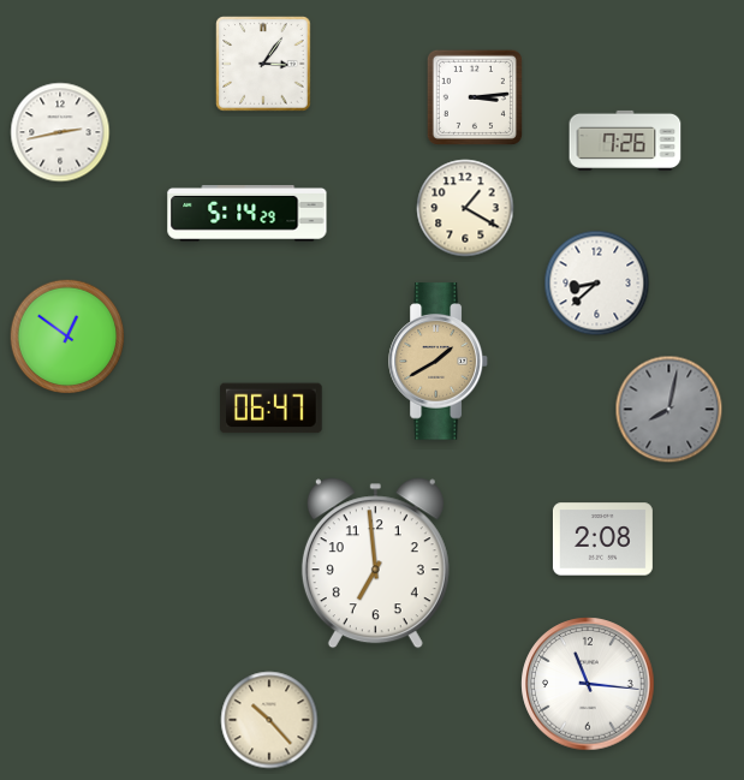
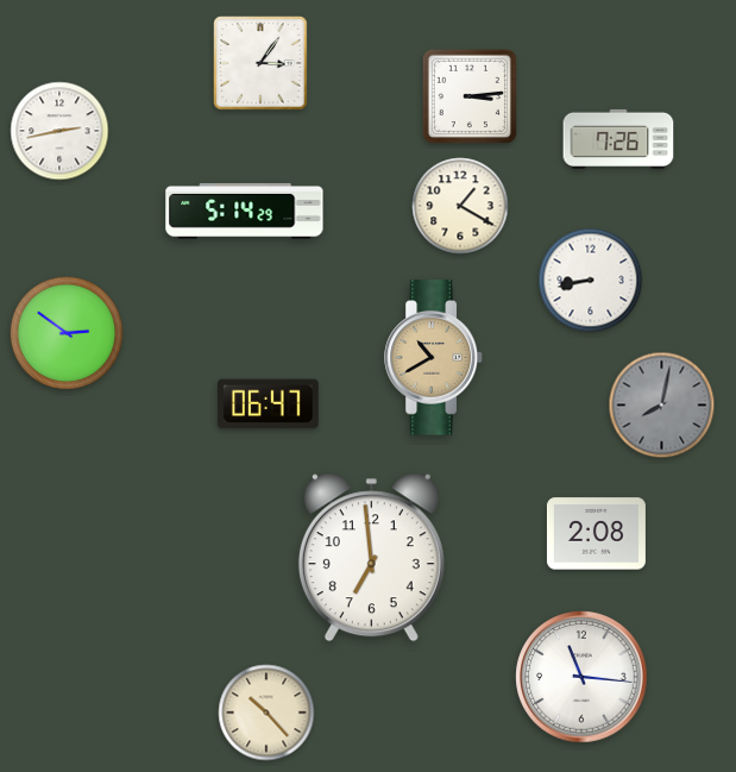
clock at (597, 284): 8:38 -> 8:43
clock at (67, 337): 12:51 -> 2:51
clock at (439, 362): 1:40 -> 10:40
